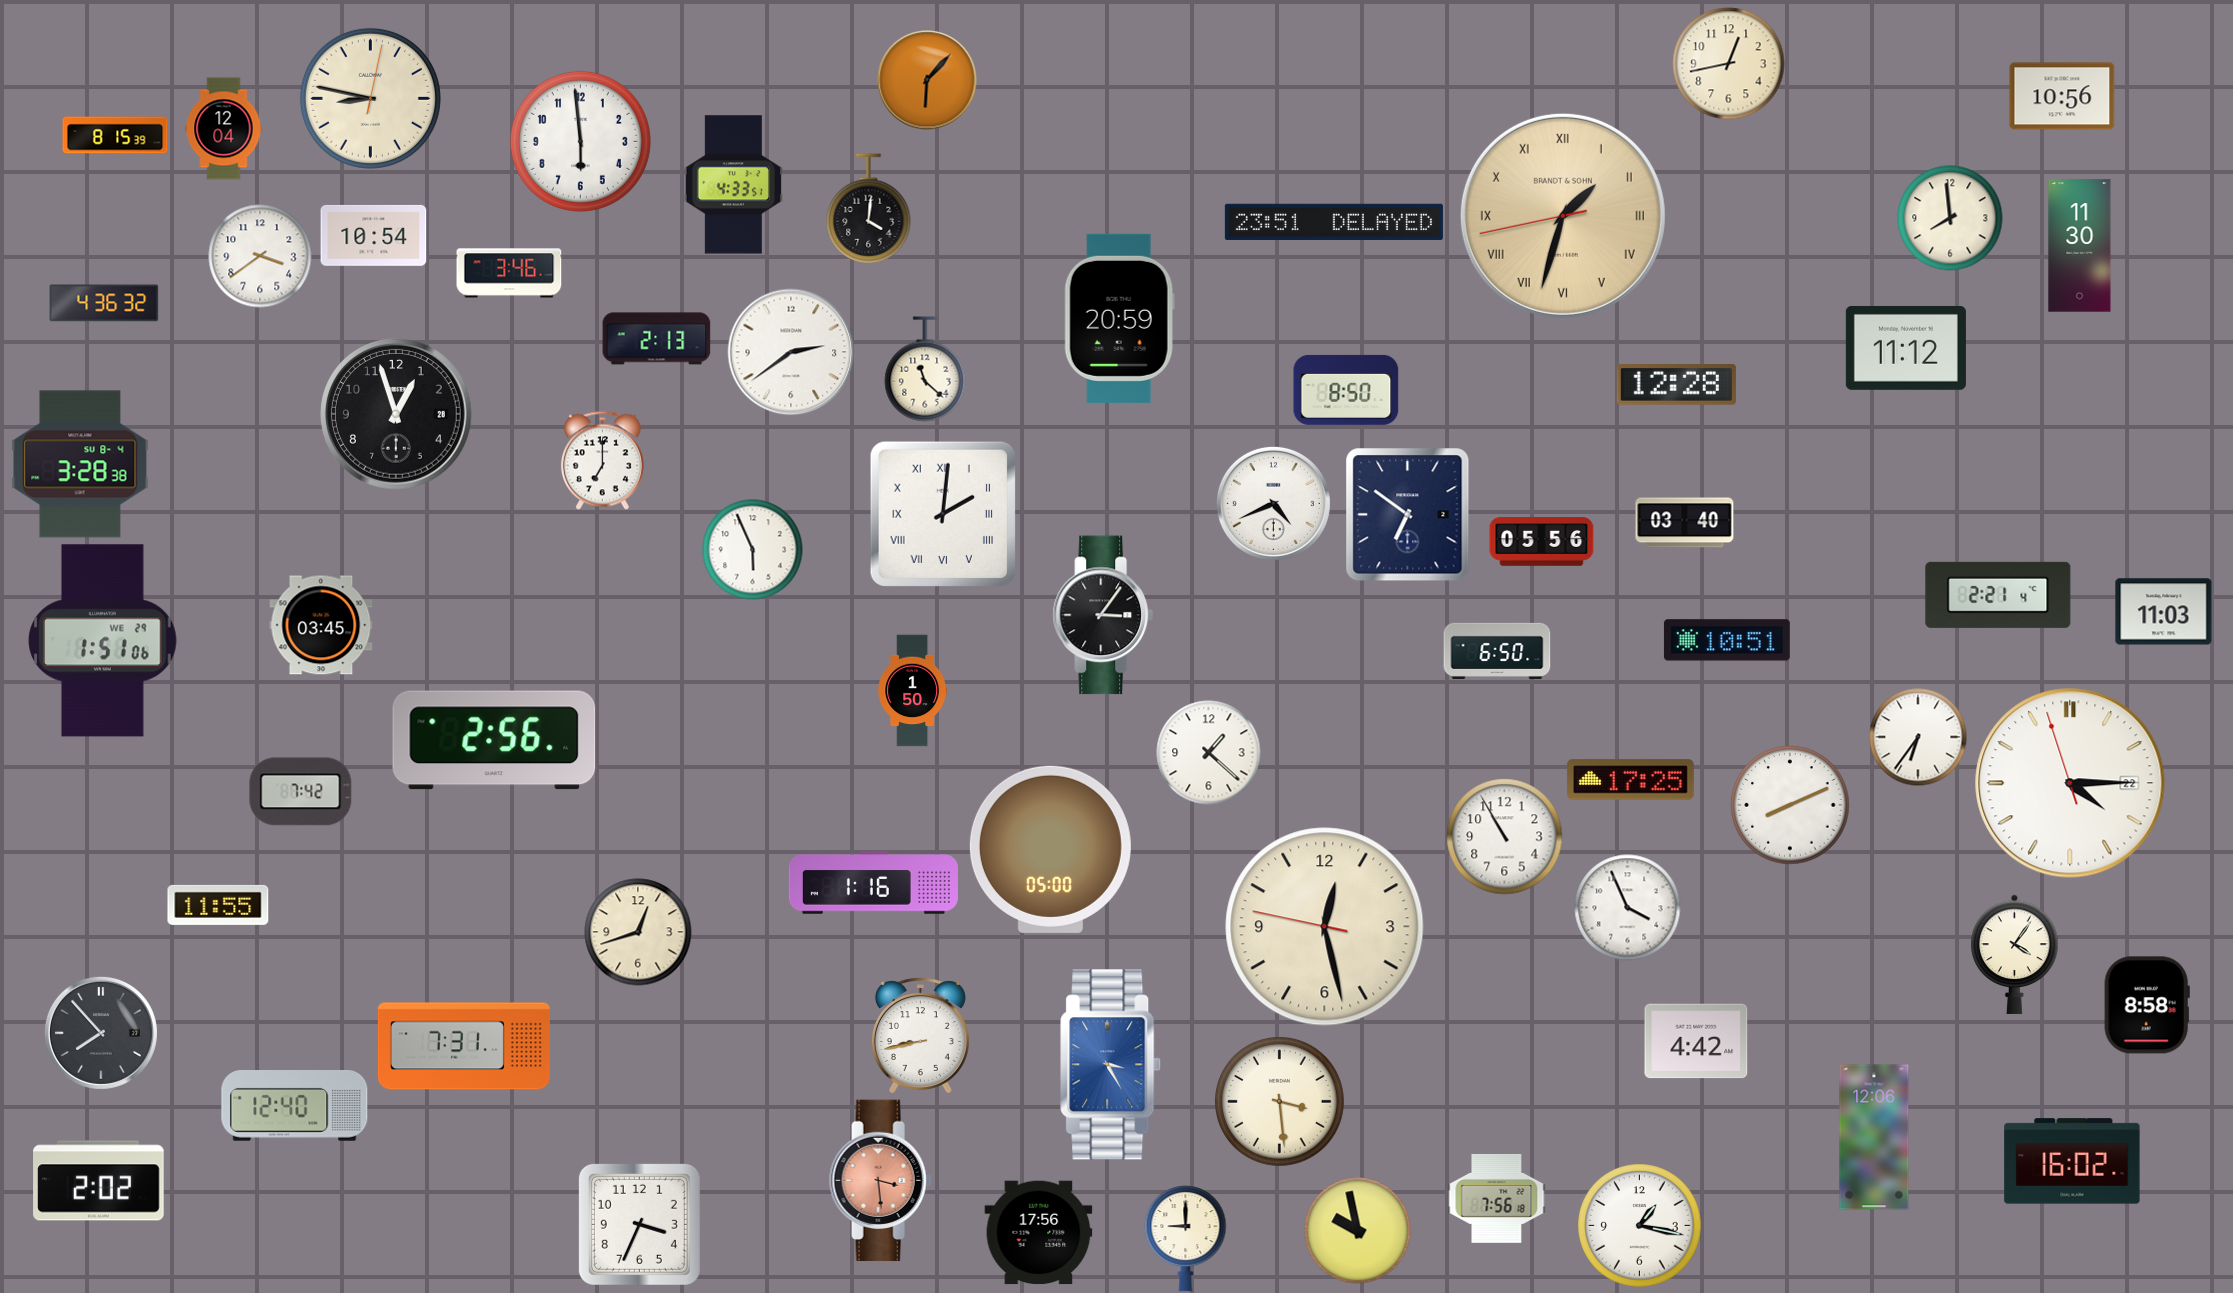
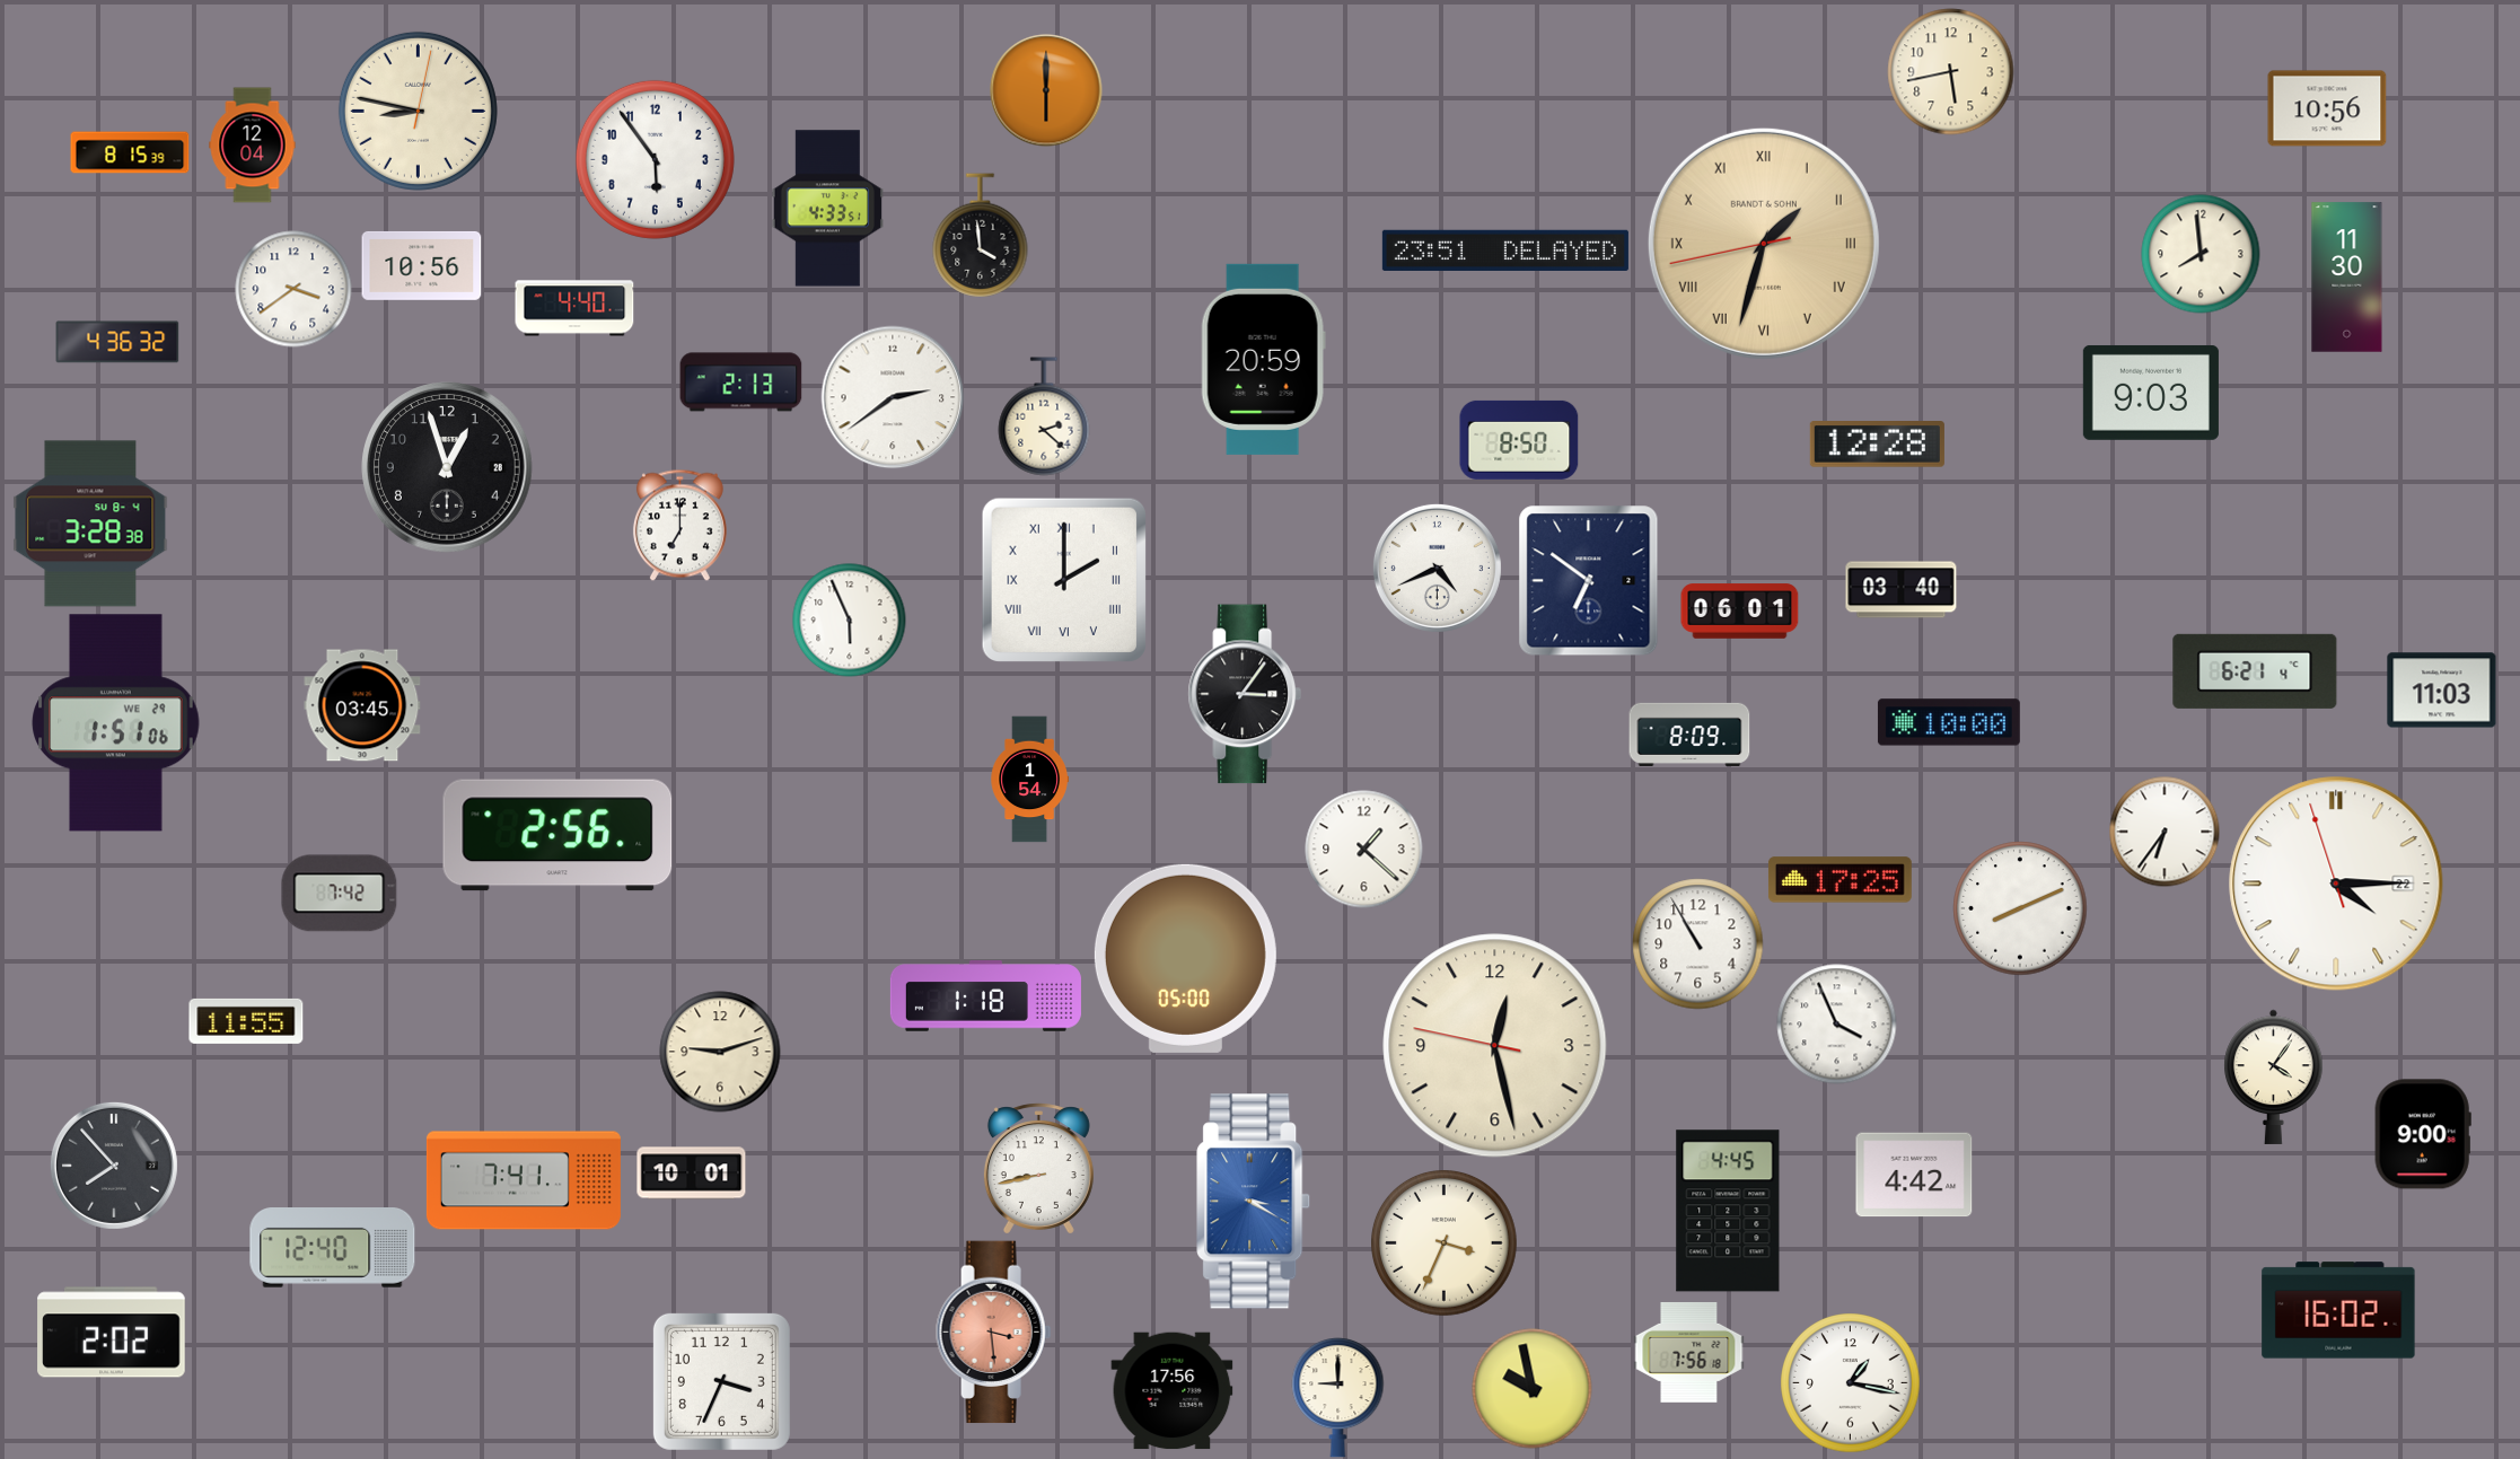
clock at (1729, 64): 12:43 -> 5:43
clock at (927, 80): 6:07 -> 6:00
clock at (580, 141): 5:59 -> 5:54
clock at (869, 209): 4:01 -> 3:59
clock at (1950, 218) position: (1950, 218) -> (2201, 254)
clock at (374, 235): 10:54 -> 10:56
clock at (509, 273): 3:46 -> 4:40
clock at (1906, 348): 11:12 -> 9:03
clock at (925, 369): 11:22 -> 2:22
clock at (1676, 385) position: (1676, 385) -> (1877, 445)
clock at (602, 460) position: (602, 460) -> (679, 525)
clock at (942, 513): 2:01 -> 2:00
clock at (1542, 542): 05:56 -> 06:01
clock at (1998, 595): 2:21 -> 6:21
clock at (1727, 640): 10:51 -> 10:00
clock at (1497, 651): 6:50 -> 8:09
clock at (912, 691): 1:50 -> 1:54
clock at (873, 883): 1:16 -> 1:18
clock at (638, 932): 12:42 -> 9:12
clock at (2147, 1005): 8:58 -> 9:00
clock at (692, 1174): none -> 10:01
clock at (464, 1046): 7:31 -> 7:41
clock at (1111, 1065): 3:25 -> 3:20
clock at (1728, 1211): none -> 4:45
clock at (1280, 1102): 3:29 -> 3:34
clock at (1874, 1137): 12:06 -> none
